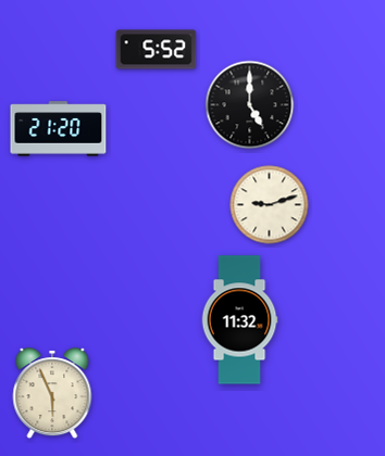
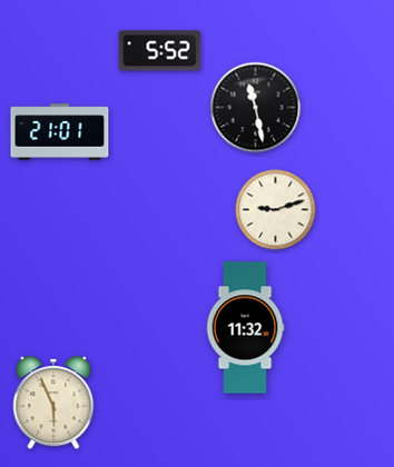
clock at (250, 105): 5:00 -> 11:28
clock at (59, 129): 21:20 -> 21:01
